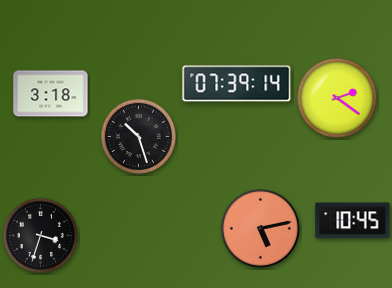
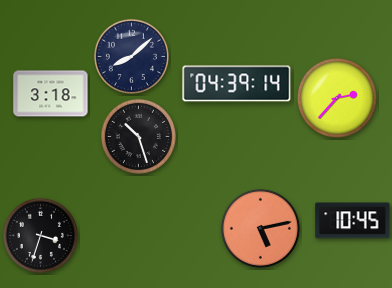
clock at (131, 56): none -> 8:08
clock at (237, 84): 07:39 -> 04:39
clock at (337, 98): 2:21 -> 2:37
